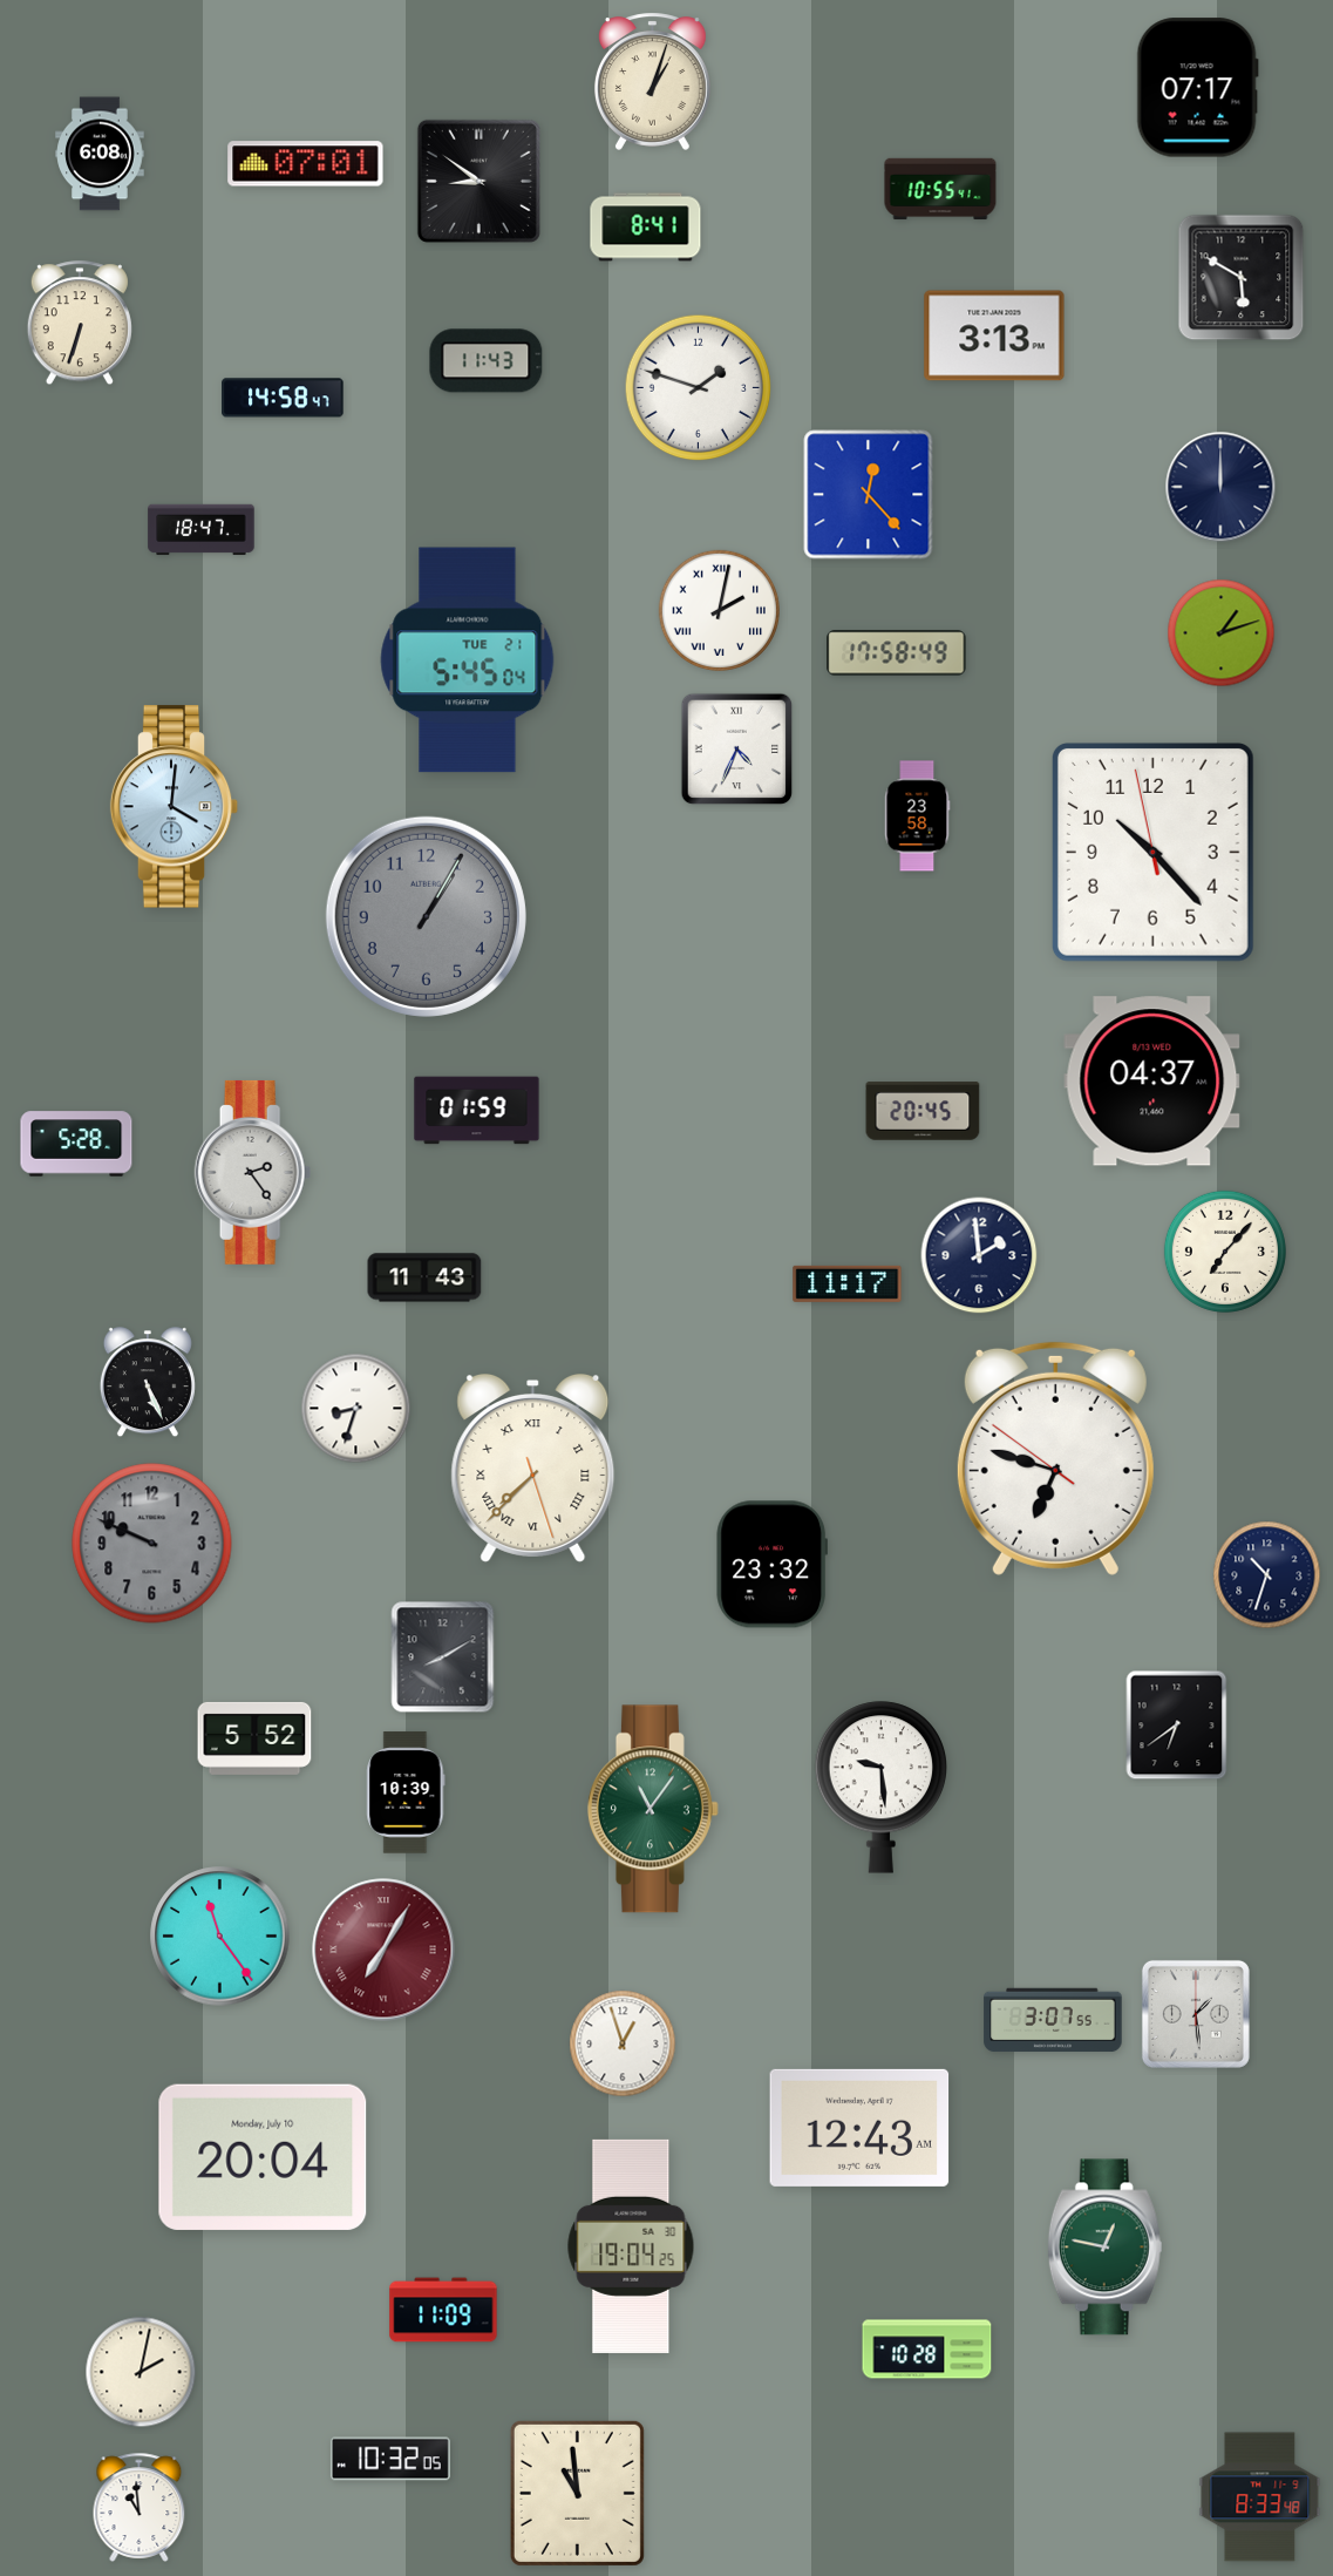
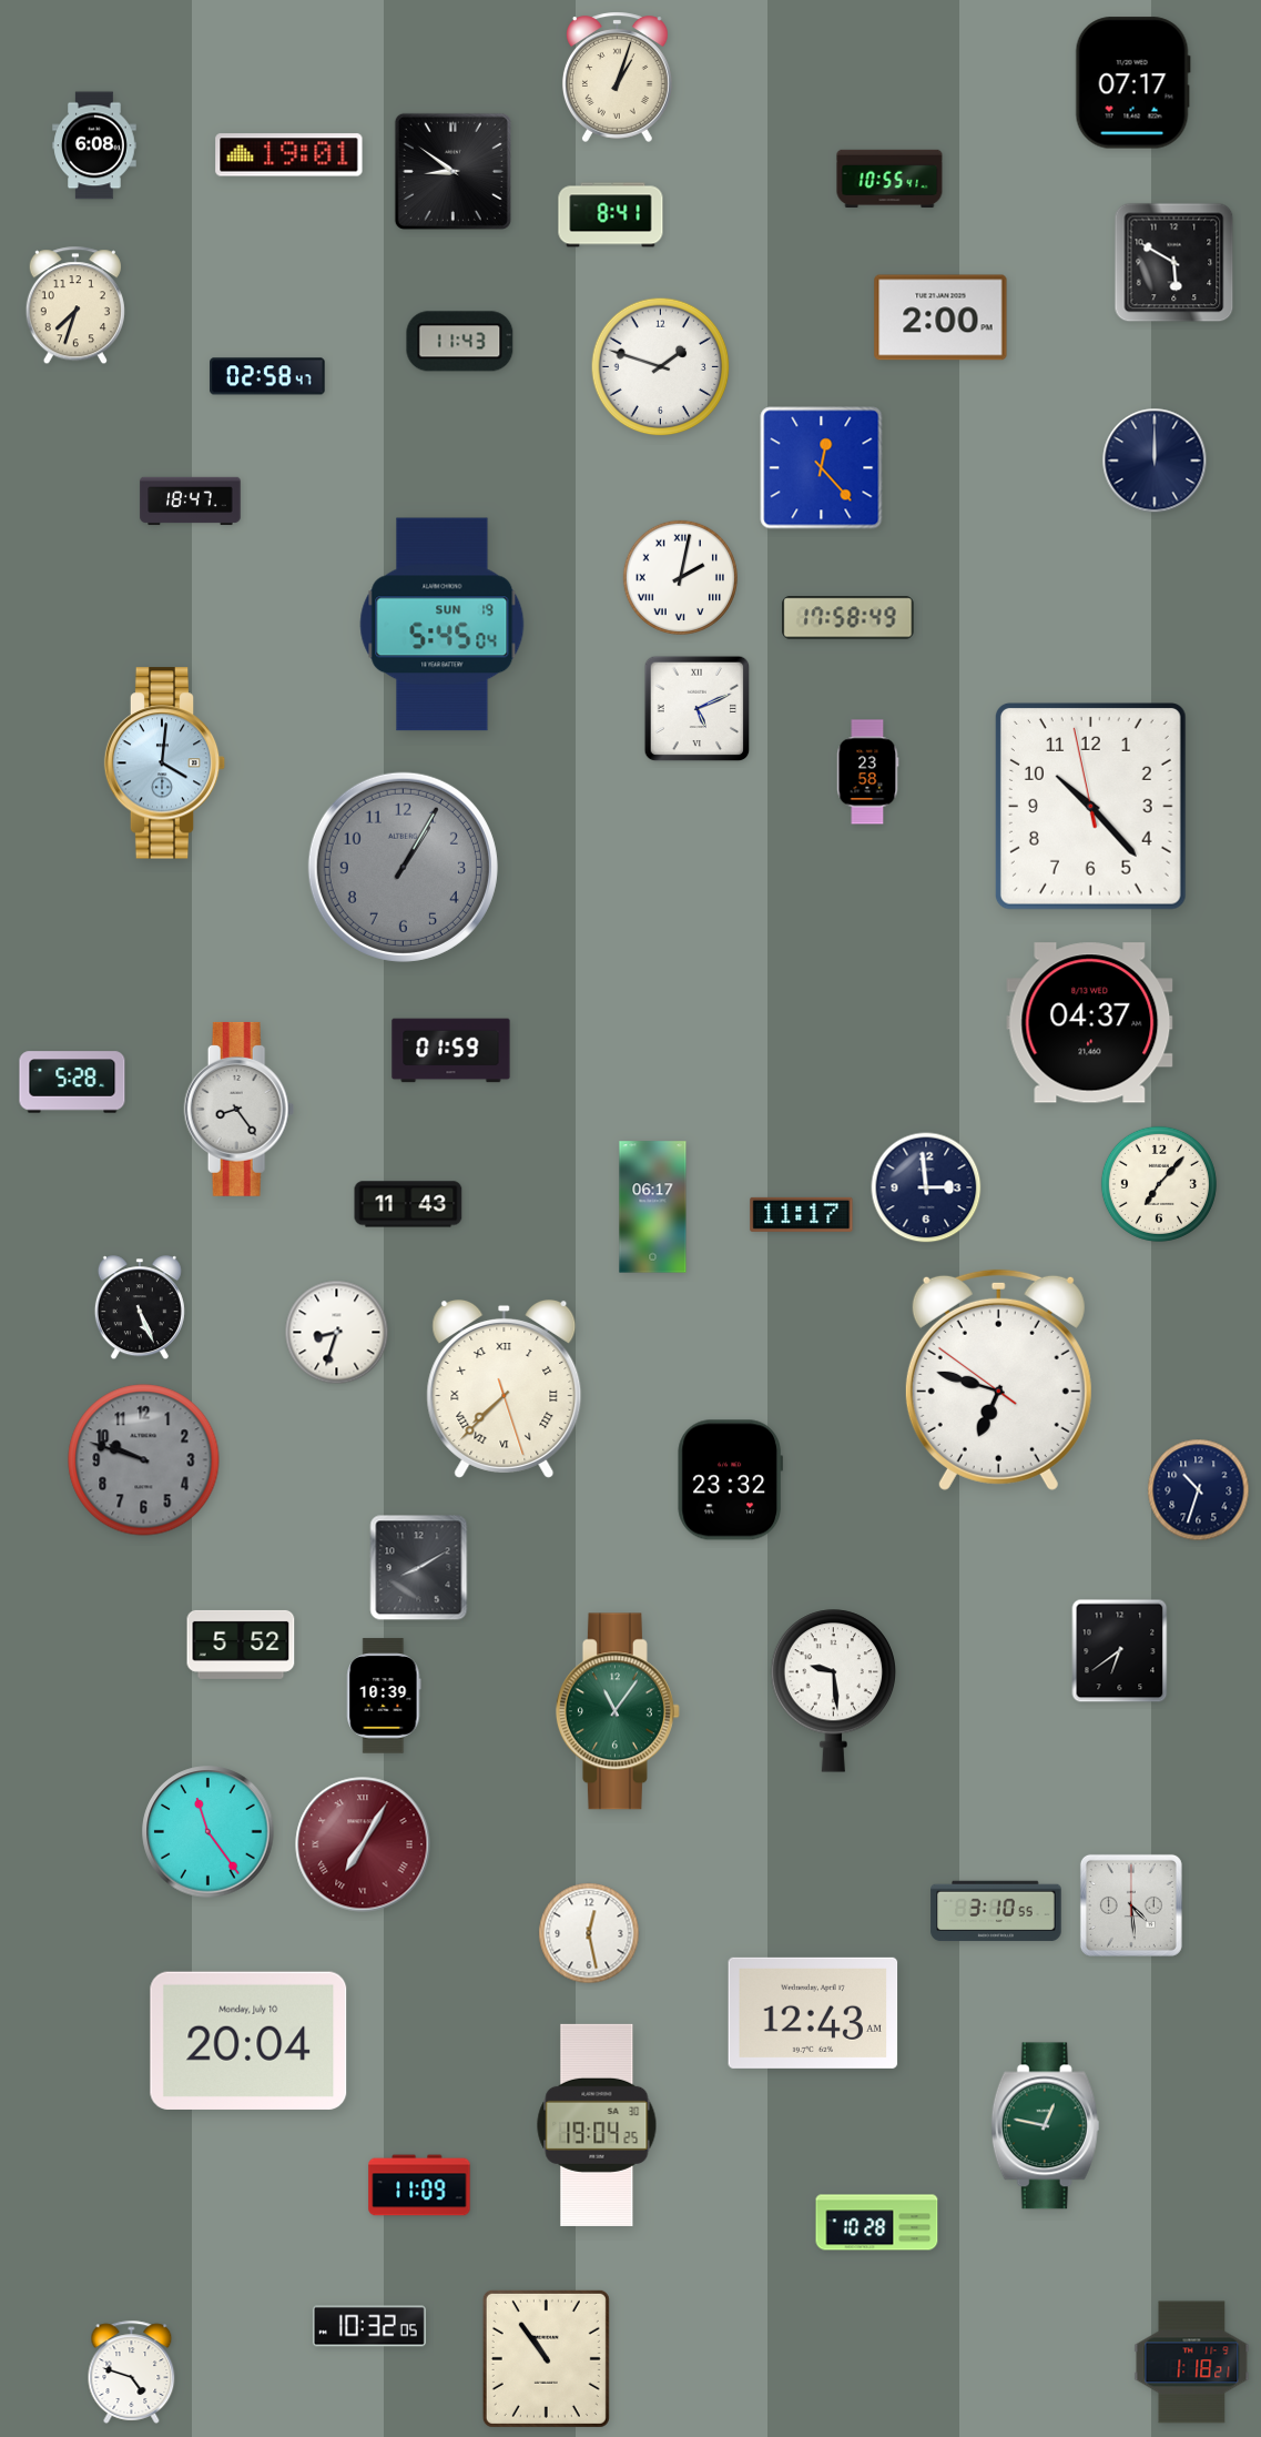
clock at (306, 164): 07:01 -> 19:01
clock at (80, 324): 6:33 -> 7:33
clock at (994, 335): 3:13 -> 2:00
clock at (283, 398): 14:58 -> 02:58
clock at (1222, 633): 1:12 -> none
clock at (468, 660) date: TUE 21 -> SUN 19
clock at (737, 750): 4:34 -> 5:11
clock at (923, 1111): 20:45 -> none
clock at (253, 1172): 2:24 -> 8:24
clock at (979, 1255): 1:59 -> 2:59
clock at (653, 1207): none -> 06:17
clock at (424, 1277) position: (424, 1277) -> (408, 1204)
clock at (152, 1544): 9:49 -> 9:48
clock at (1177, 1726) position: (1177, 1726) -> (1120, 1651)
clock at (1196, 2014): 1:29 -> 4:29
clock at (1053, 2020): 3:07 -> 3:10
clock at (623, 2043): 12:57 -> 12:28
clock at (141, 2372): 2:02 -> none
clock at (577, 2493): 10:59 -> 10:54
clock at (1260, 2497): 8:33 -> 1:18
clock at (140, 2507): 10:59 -> 4:48
